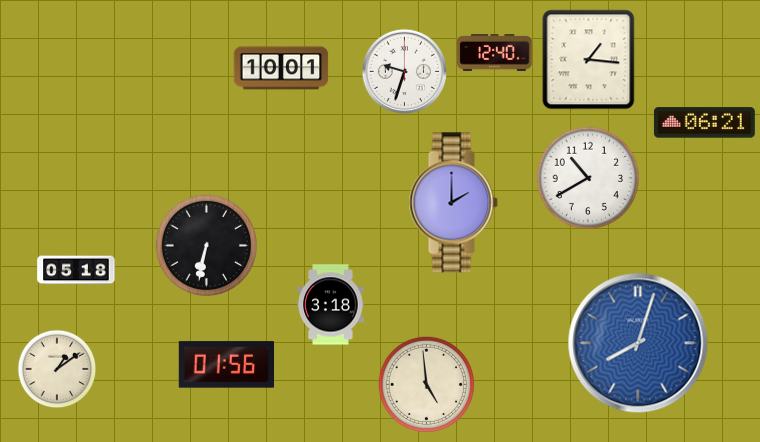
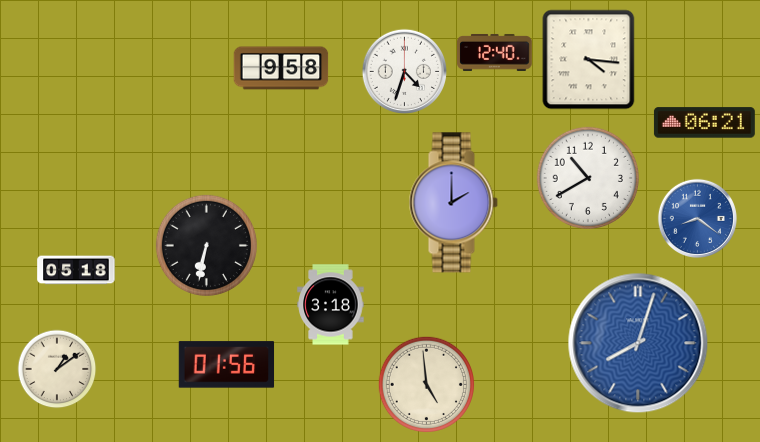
clock at (589, 60): 1:16 -> 4:16
clock at (281, 68): 10:01 -> 9:58
clock at (404, 71): 9:33 -> 4:33
clock at (697, 218): none -> 8:21
